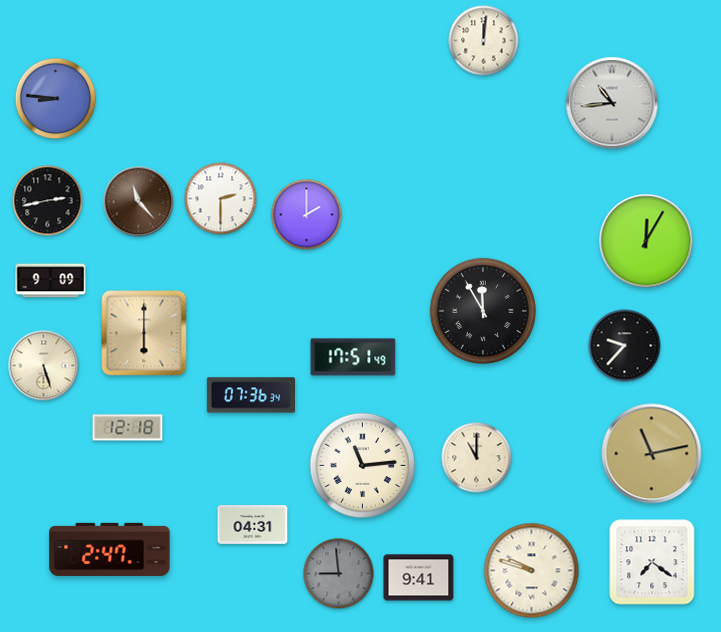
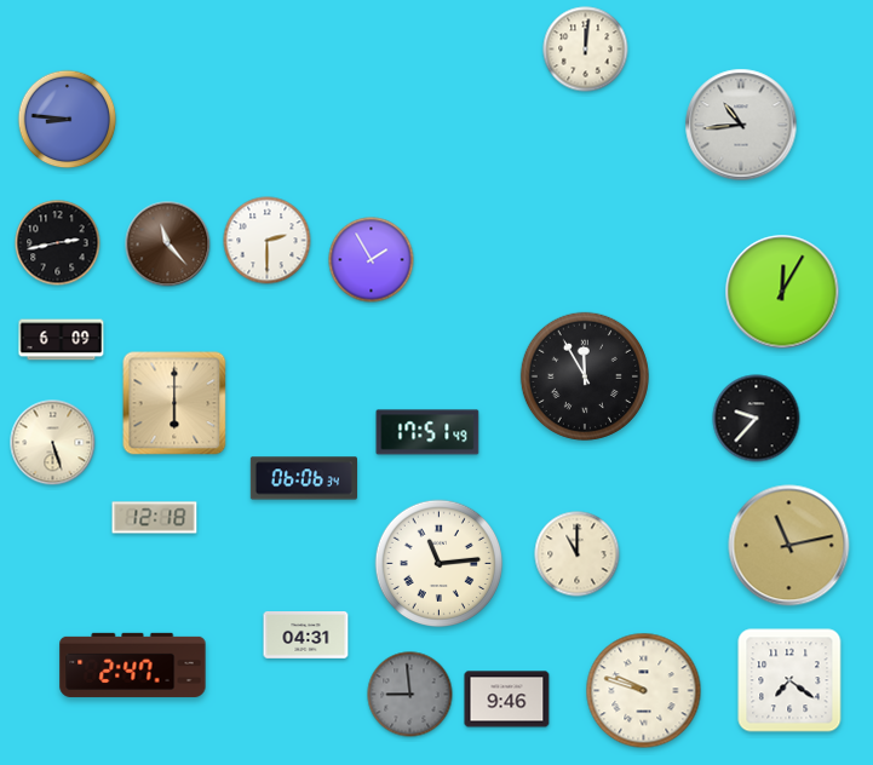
clock at (307, 215): 2:00 -> 1:55
clock at (51, 281): 9:09 -> 6:09
clock at (250, 395): 07:36 -> 06:06
clock at (652, 454) position: (652, 454) -> (789, 546)
clock at (419, 578): 9:41 -> 9:46
